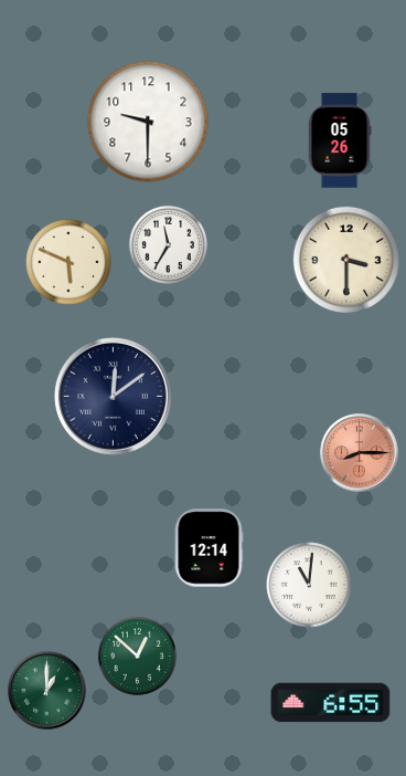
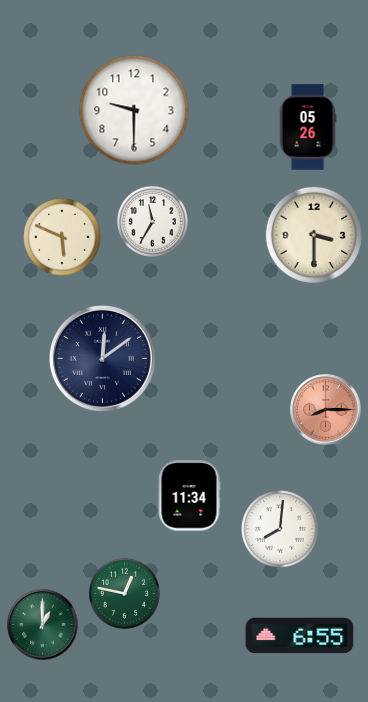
clock at (209, 548): 12:14 -> 11:34
clock at (309, 585): 11:01 -> 8:01
clock at (137, 656): 12:52 -> 12:47
